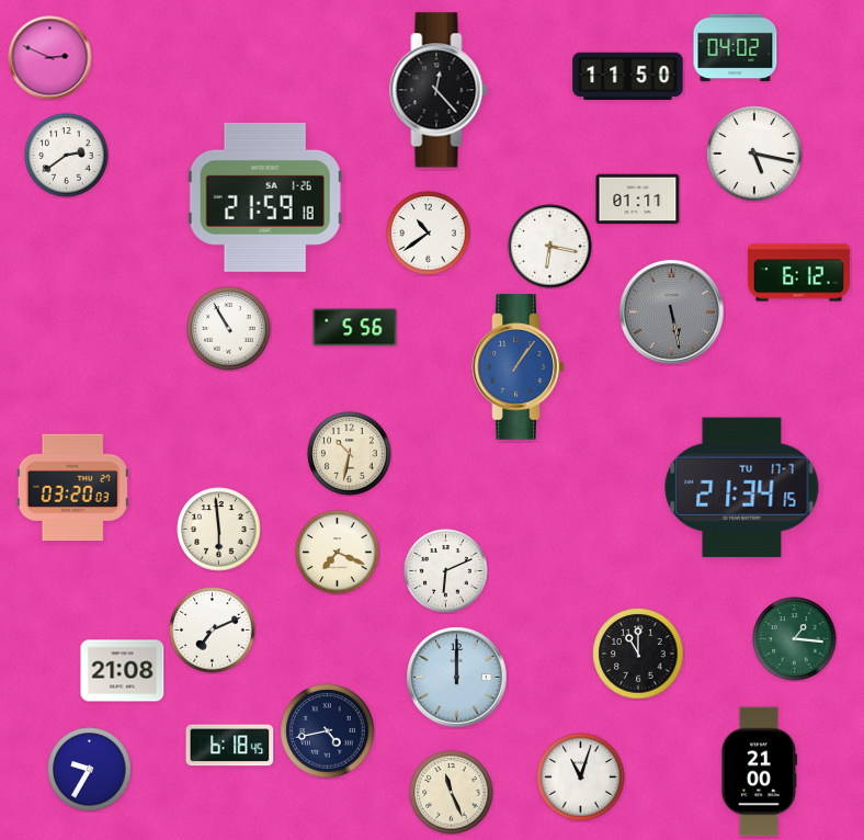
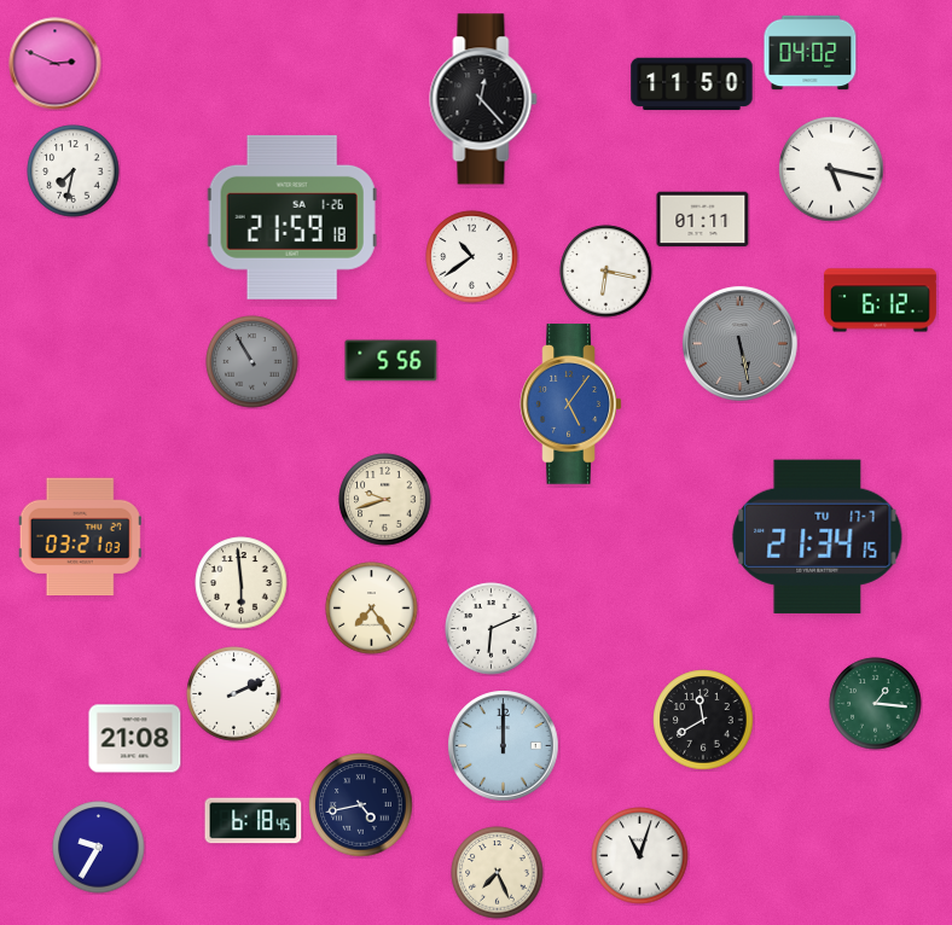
clock at (67, 156): 2:39 -> 7:32
clock at (229, 329) dial: white -> grey
clock at (519, 367): 1:06 -> 5:06
clock at (350, 454): 10:32 -> 9:42
clock at (72, 488): 03:20 -> 03:21
clock at (338, 553): 7:19 -> 7:24
clock at (213, 631): 7:11 -> 2:11
clock at (638, 654): 11:00 -> 11:40
clock at (760, 772): 21:00 -> none
clock at (452, 793): 11:26 -> 7:26
